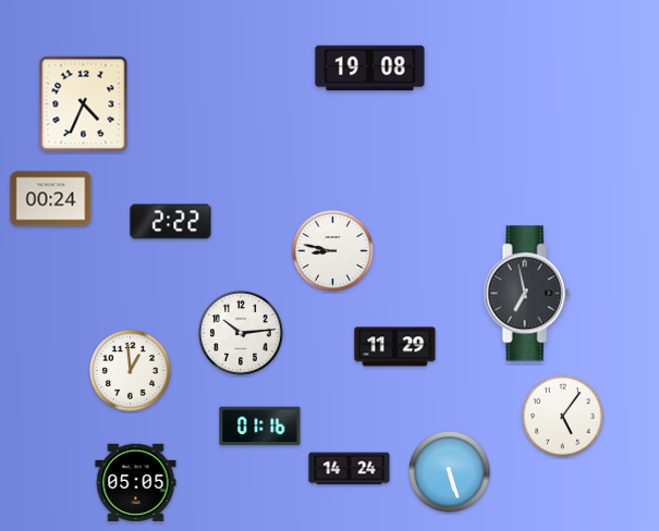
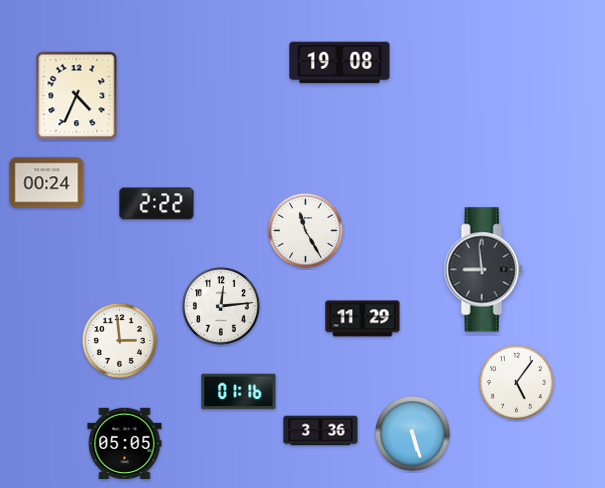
clock at (333, 251): 8:47 -> 11:25
clock at (526, 294): 6:58 -> 8:59
clock at (241, 333): 10:14 -> 12:14
clock at (131, 371): 12:59 -> 2:59
clock at (350, 469): 14:24 -> 3:36
